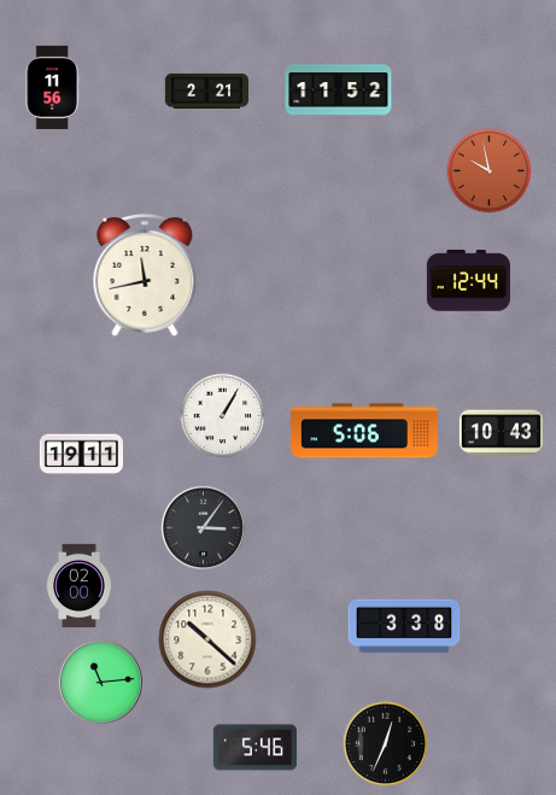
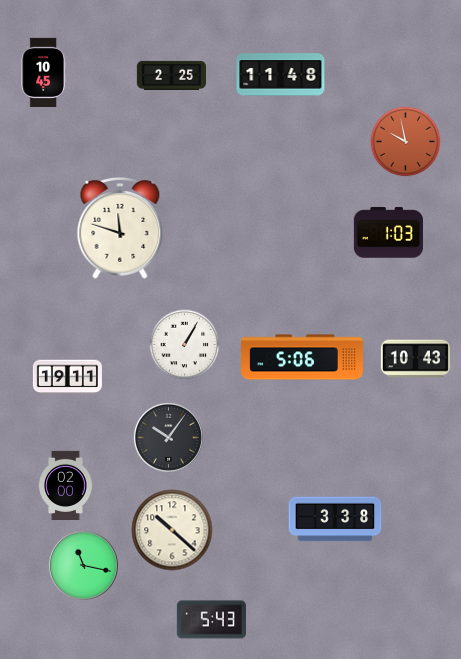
clock at (52, 87): 11:56 -> 10:45
clock at (206, 90): 2:21 -> 2:25
clock at (339, 90): 11:52 -> 11:48
clock at (145, 275): 11:43 -> 11:48
clock at (468, 281): 12:44 -> 1:03
clock at (203, 527): 3:06 -> 10:06
clock at (100, 682): 11:14 -> 11:17
clock at (386, 744): 12:34 -> none
clock at (254, 748): 5:46 -> 5:43
